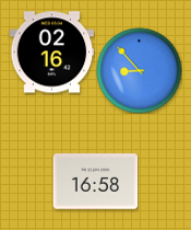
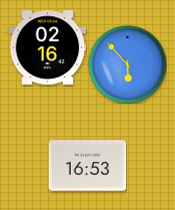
clock at (139, 70): 8:53 -> 5:53
clock at (95, 182): 16:58 -> 16:53
